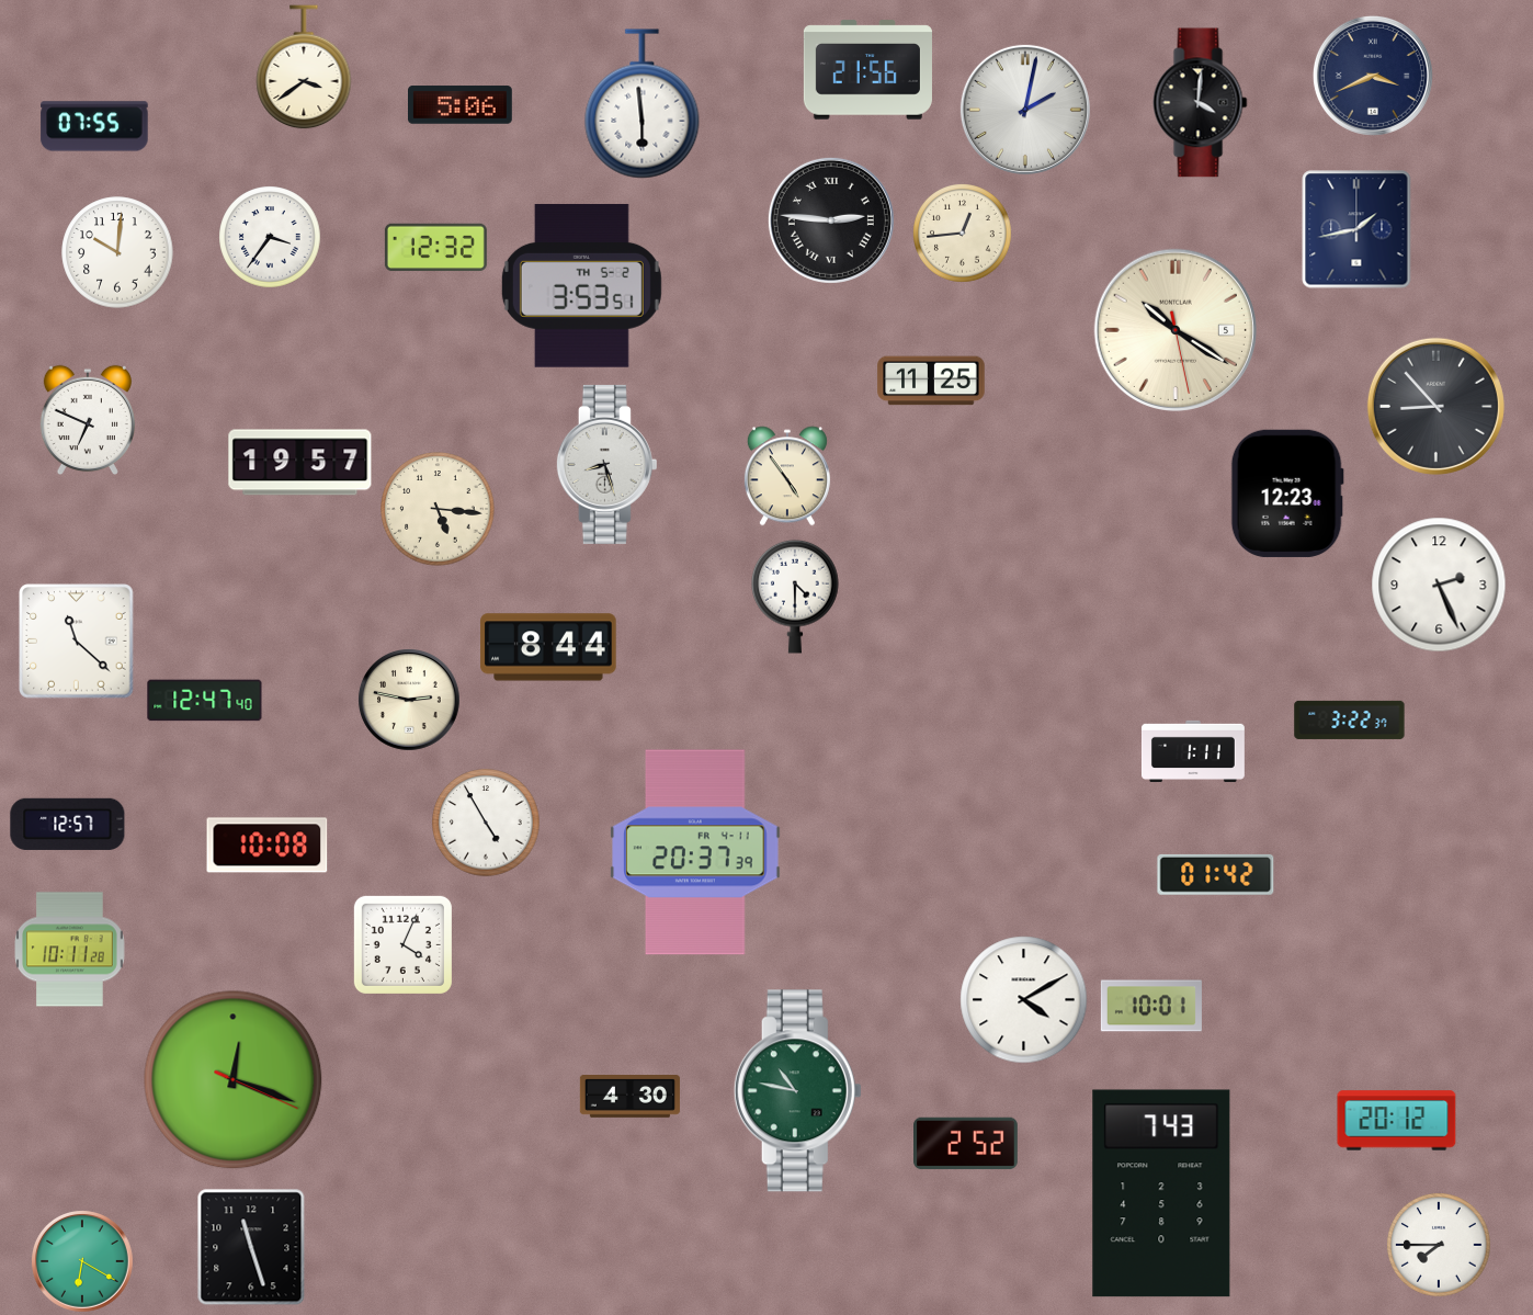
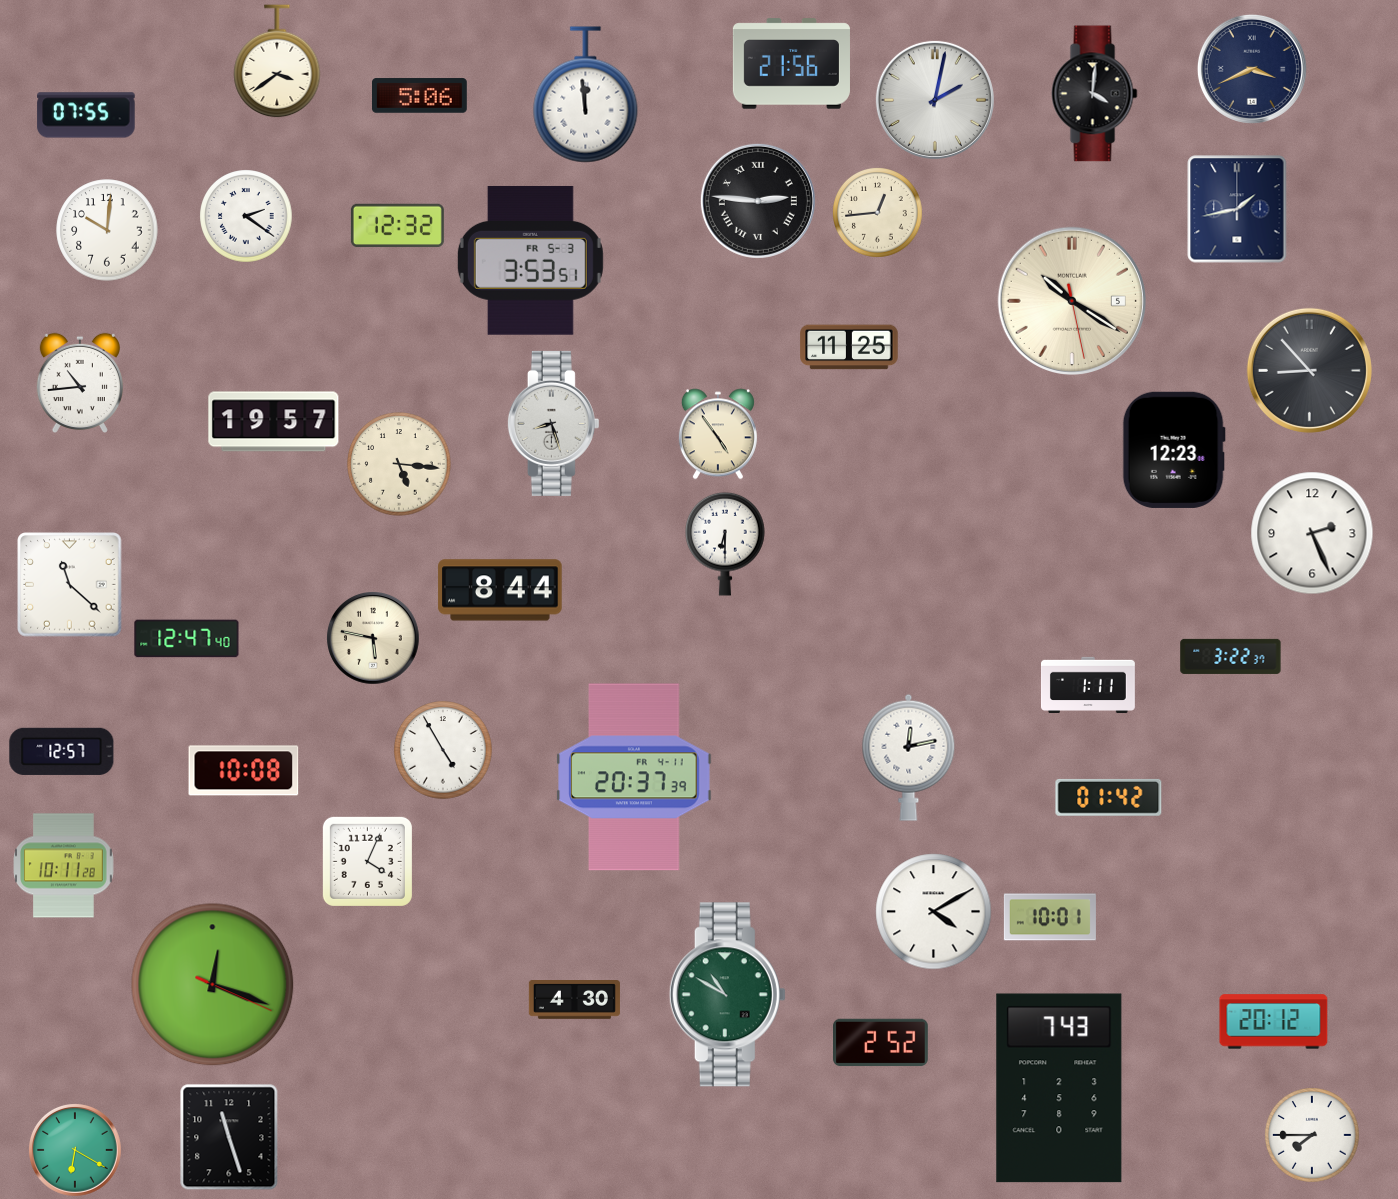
clock at (643, 104): 5:59 -> 11:59
clock at (270, 237): 3:36 -> 2:21
clock at (581, 285) date: TH 5-2 -> FR 5-3
clock at (88, 420): 6:49 -> 10:44
clock at (795, 597): 4:30 -> 6:30
clock at (410, 701): 2:47 -> 5:47
clock at (909, 757): none -> 12:13
clock at (797, 1091): 10:47 -> 10:50
